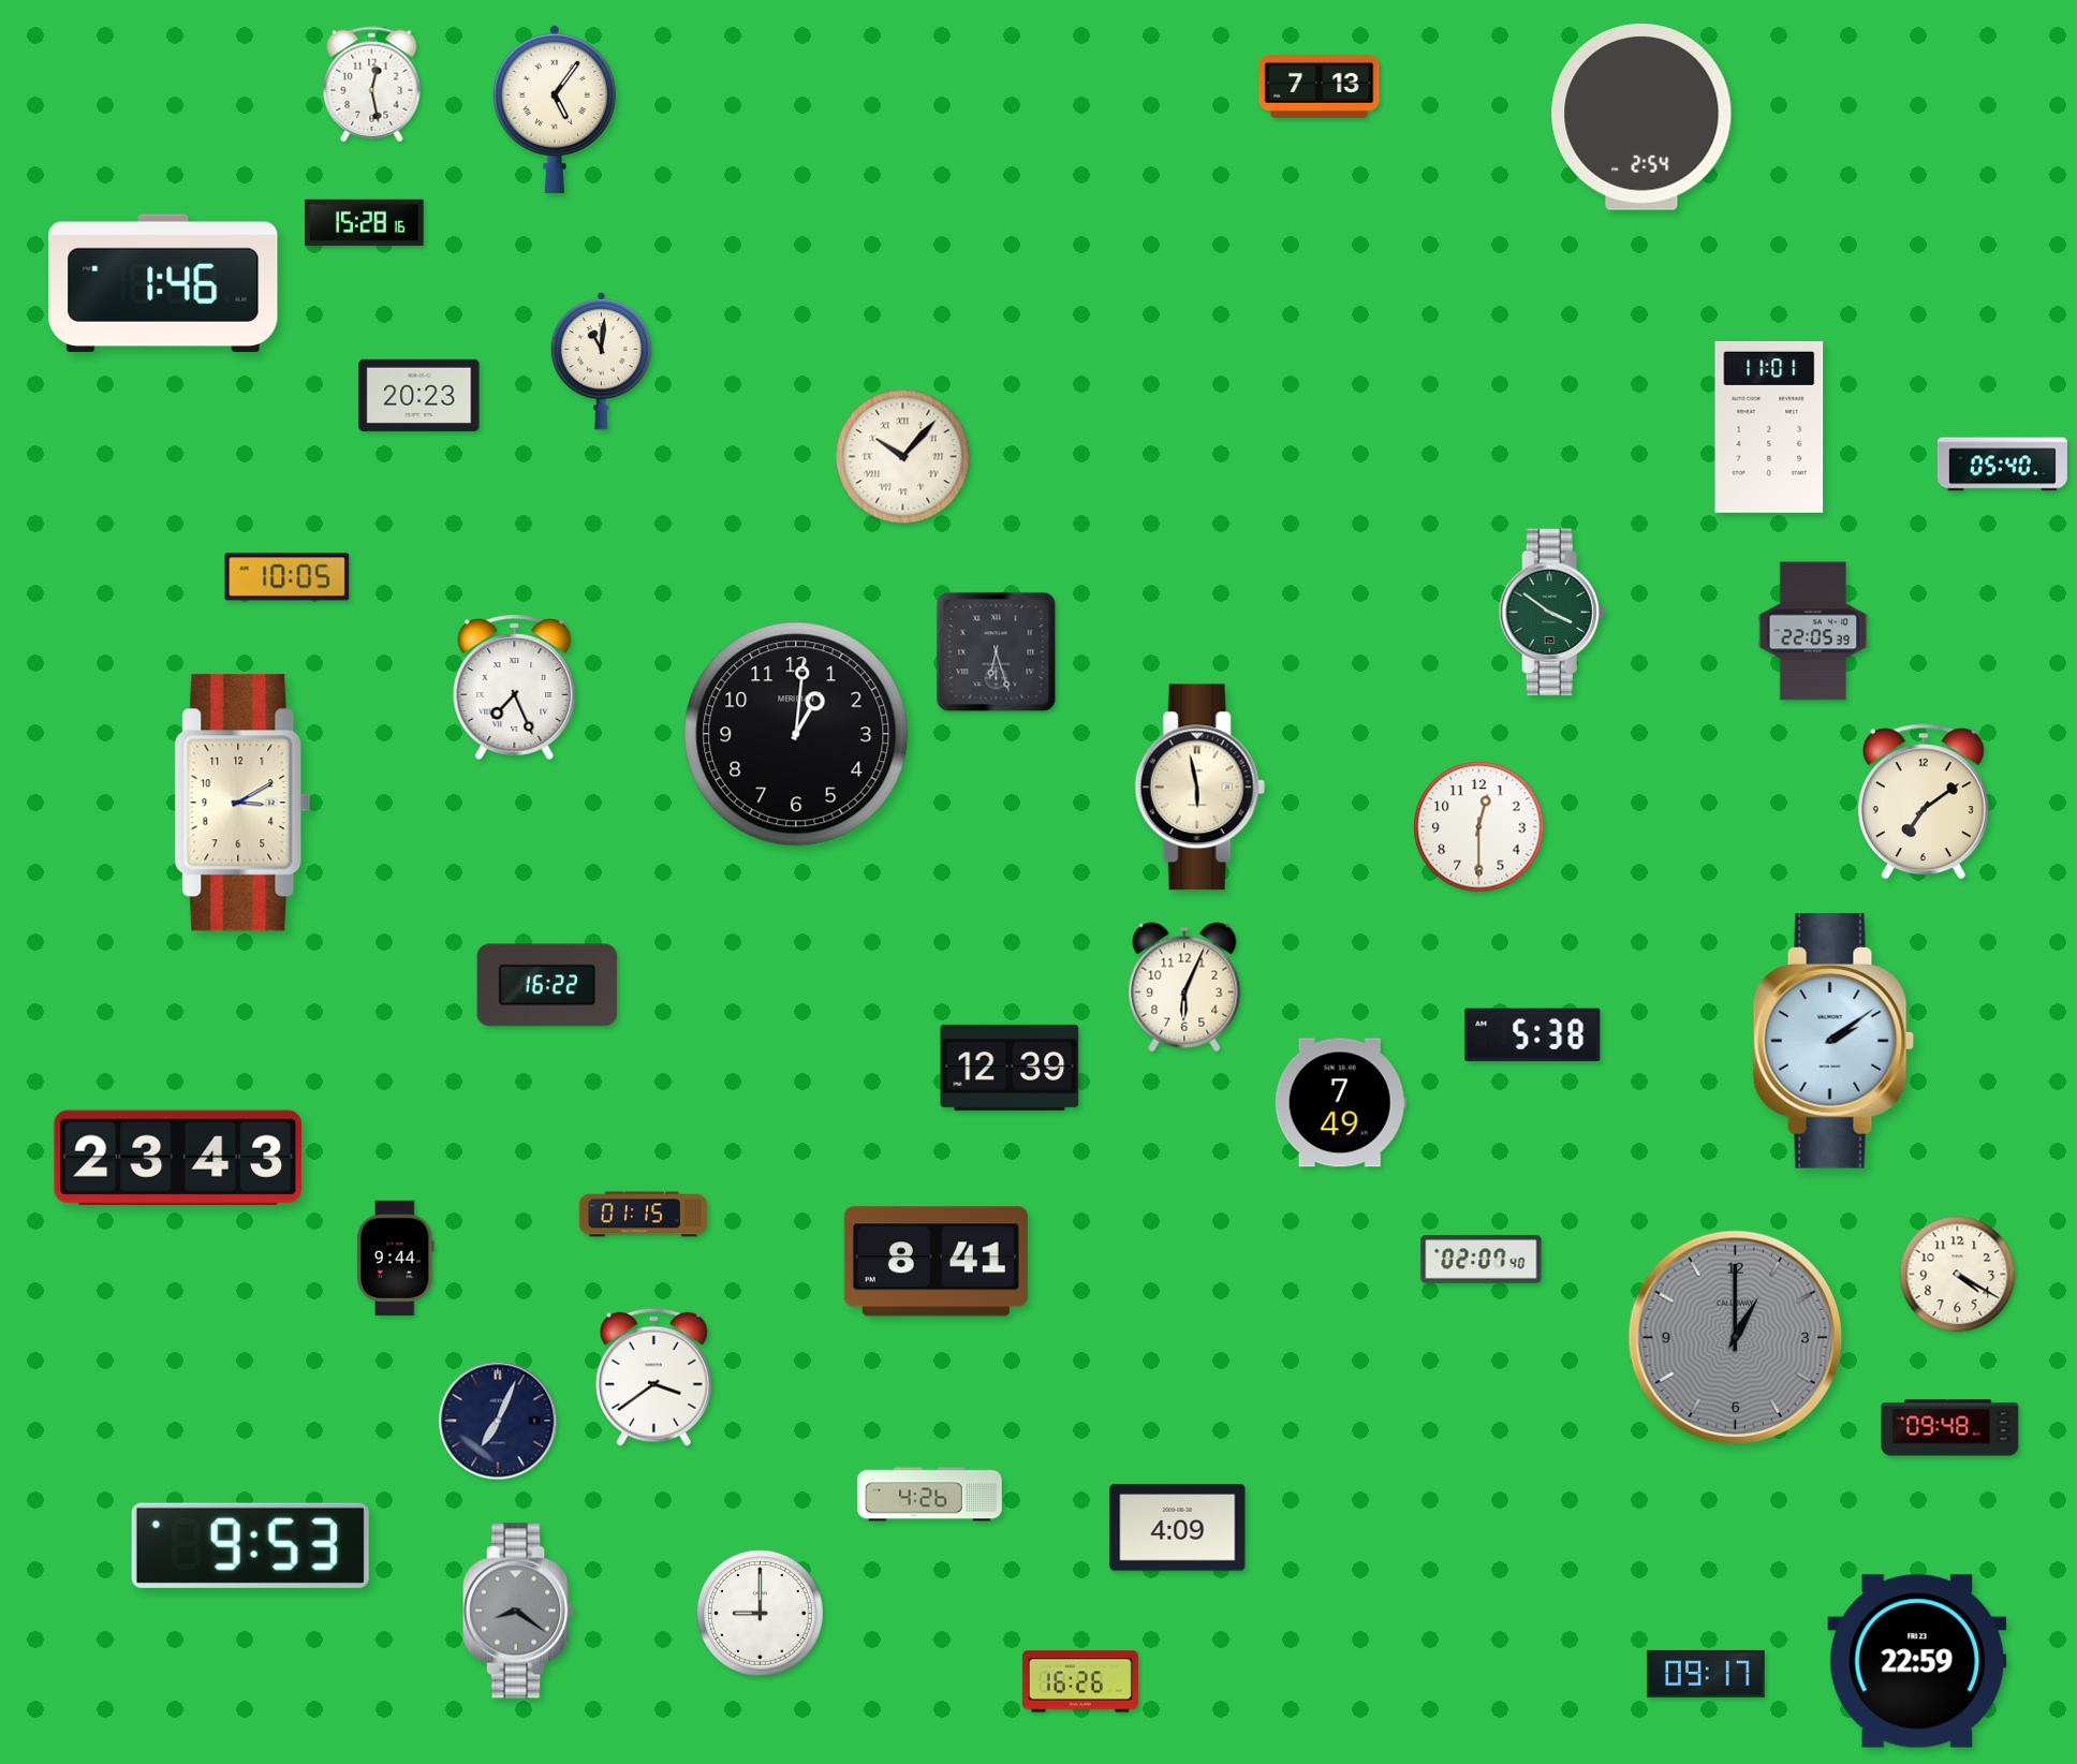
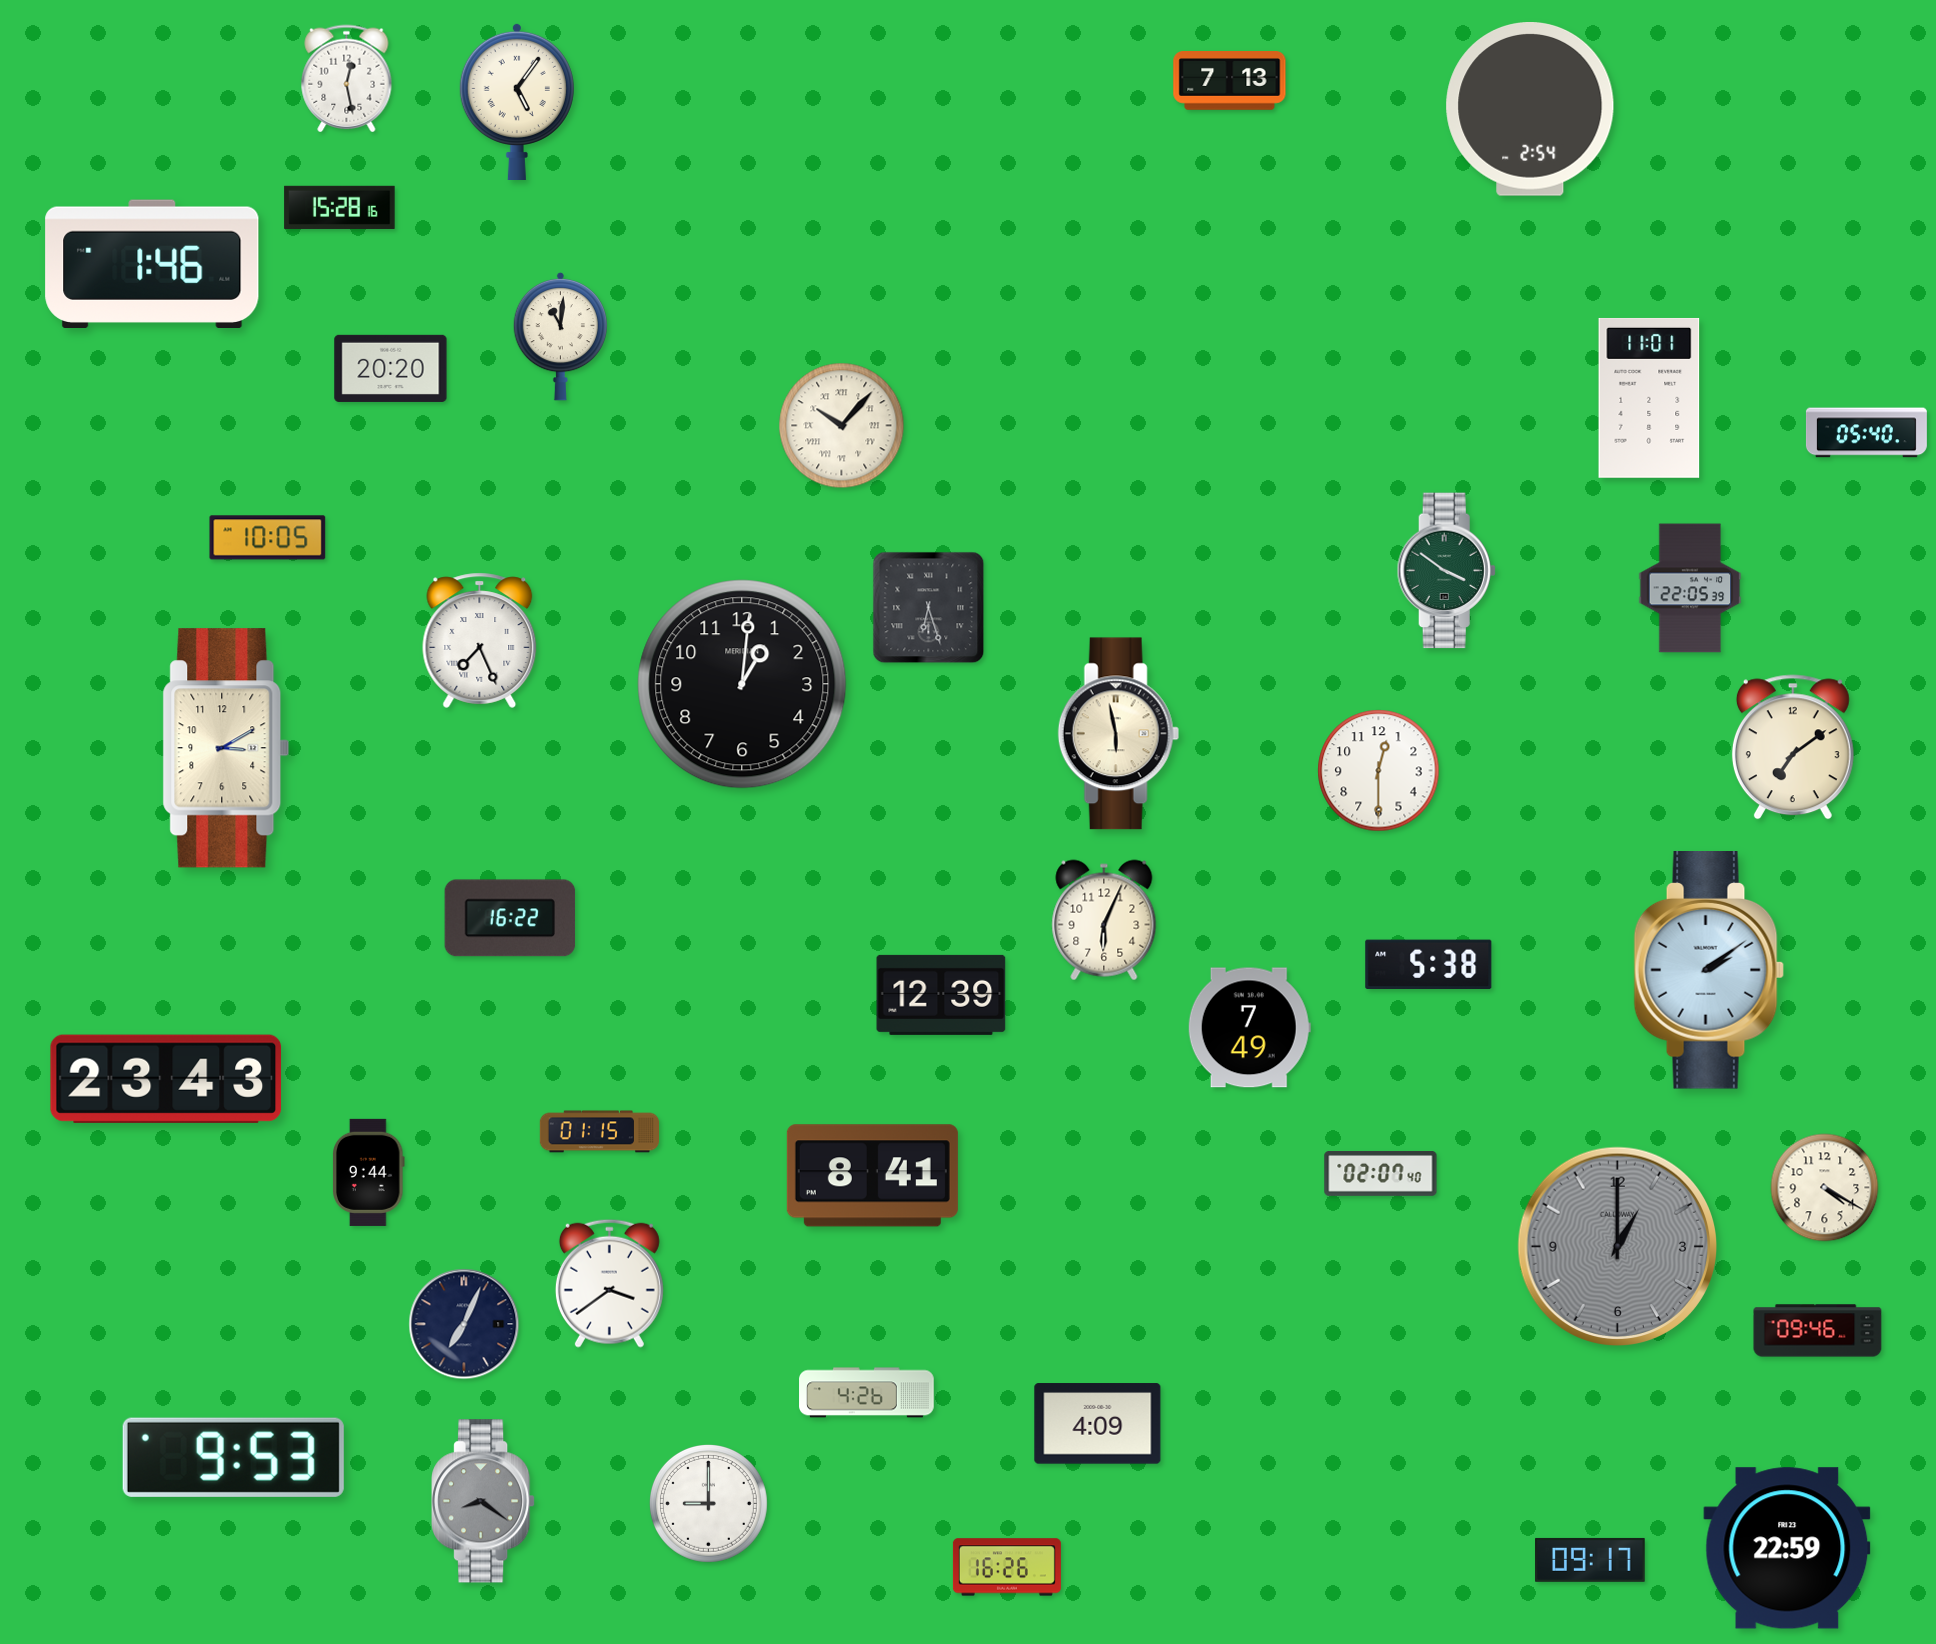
clock at (419, 395): 20:23 -> 20:20
clock at (1950, 1428): 09:48 -> 09:46
clock at (250, 1545) position: (250, 1545) -> (233, 1457)
